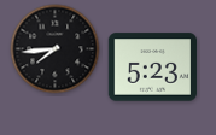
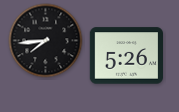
clock at (152, 67): 5:23 -> 5:26
